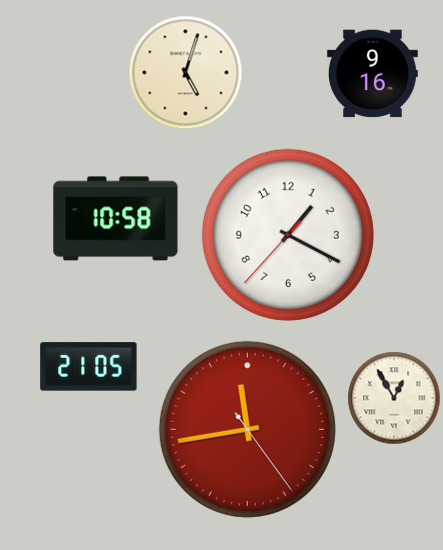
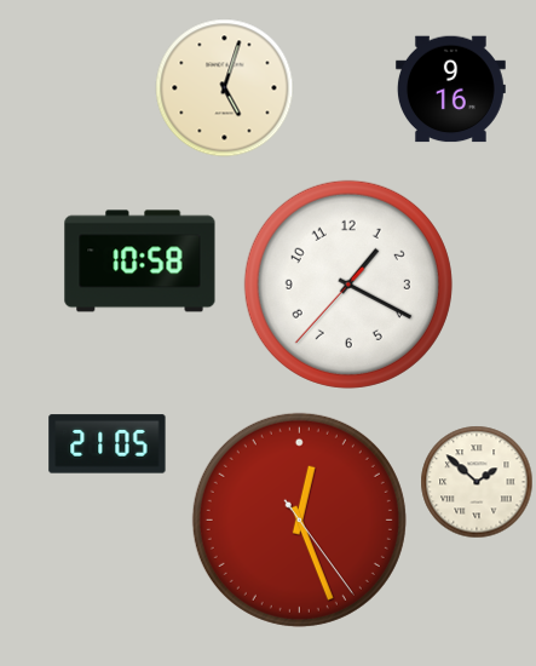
clock at (116, 219) position: (116, 219) -> (140, 262)
clock at (394, 398): 12:55 -> 1:52
clock at (247, 429): 11:43 -> 12:26
